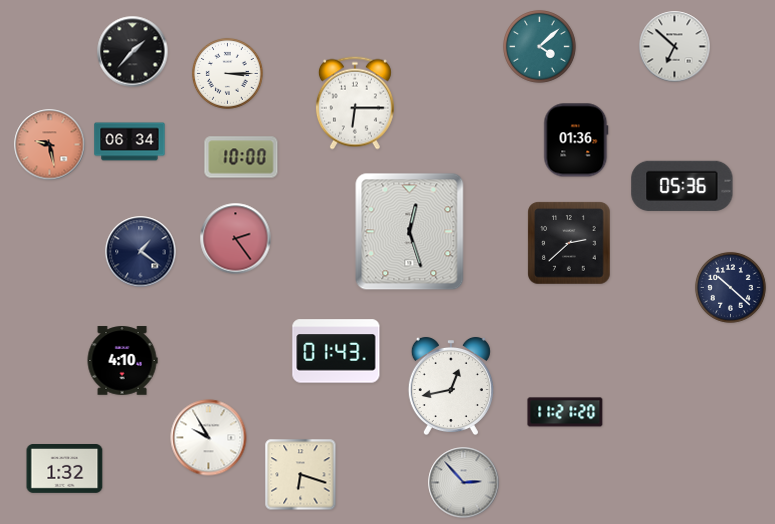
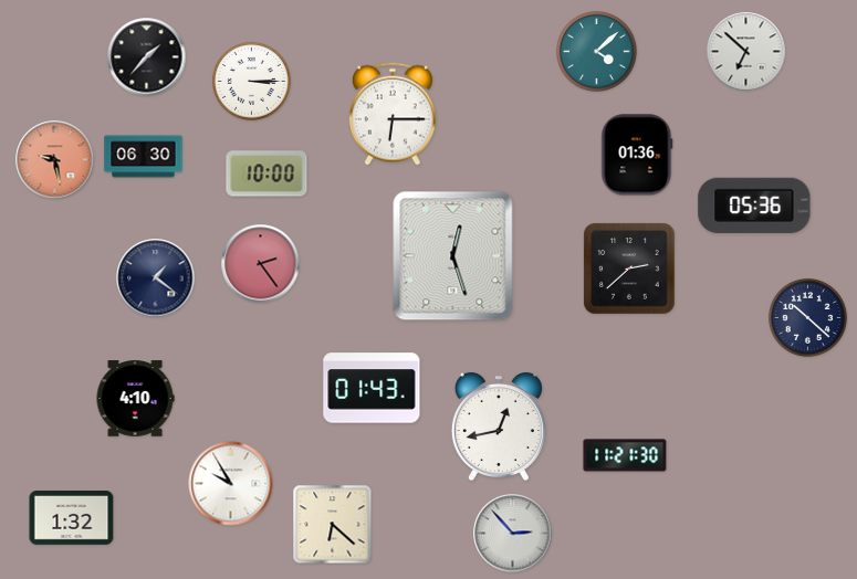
clock at (130, 142): 06:34 -> 06:30
clock at (565, 412): 11:21:20 -> 11:21:30
clock at (301, 475): 6:18 -> 6:22
